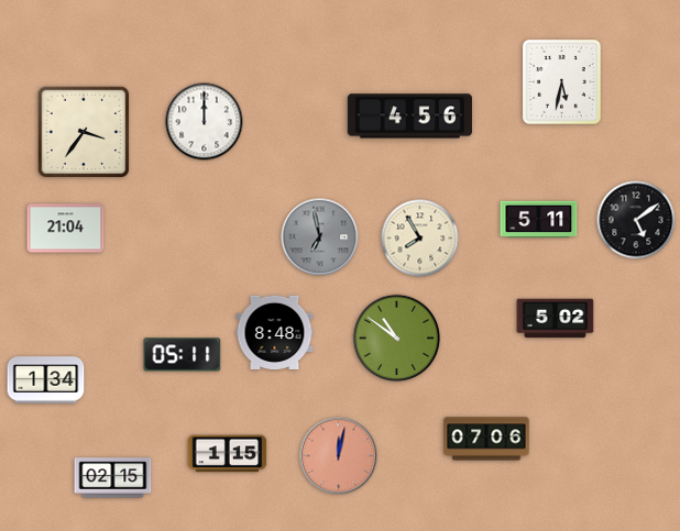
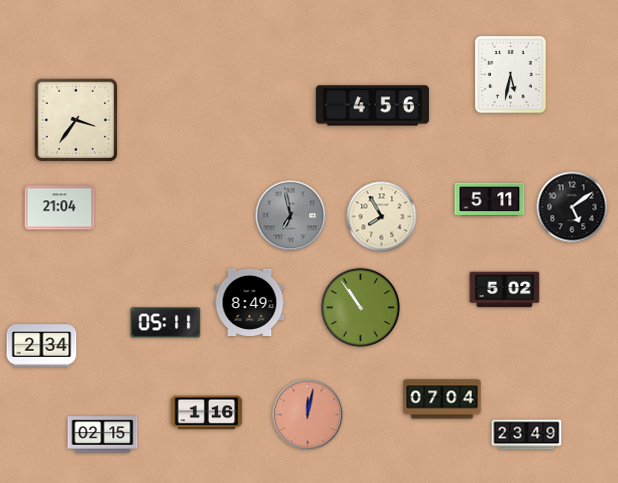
clock at (205, 122): 12:00 -> none
clock at (636, 220) position: (636, 220) -> (572, 207)
clock at (275, 332): 8:48 -> 8:49
clock at (397, 339): 10:51 -> 10:54
clock at (46, 380): 1:34 -> 2:34
clock at (486, 439): 07:06 -> 07:04
clock at (228, 454): 1:15 -> 1:16
clock at (527, 435): none -> 23:49
